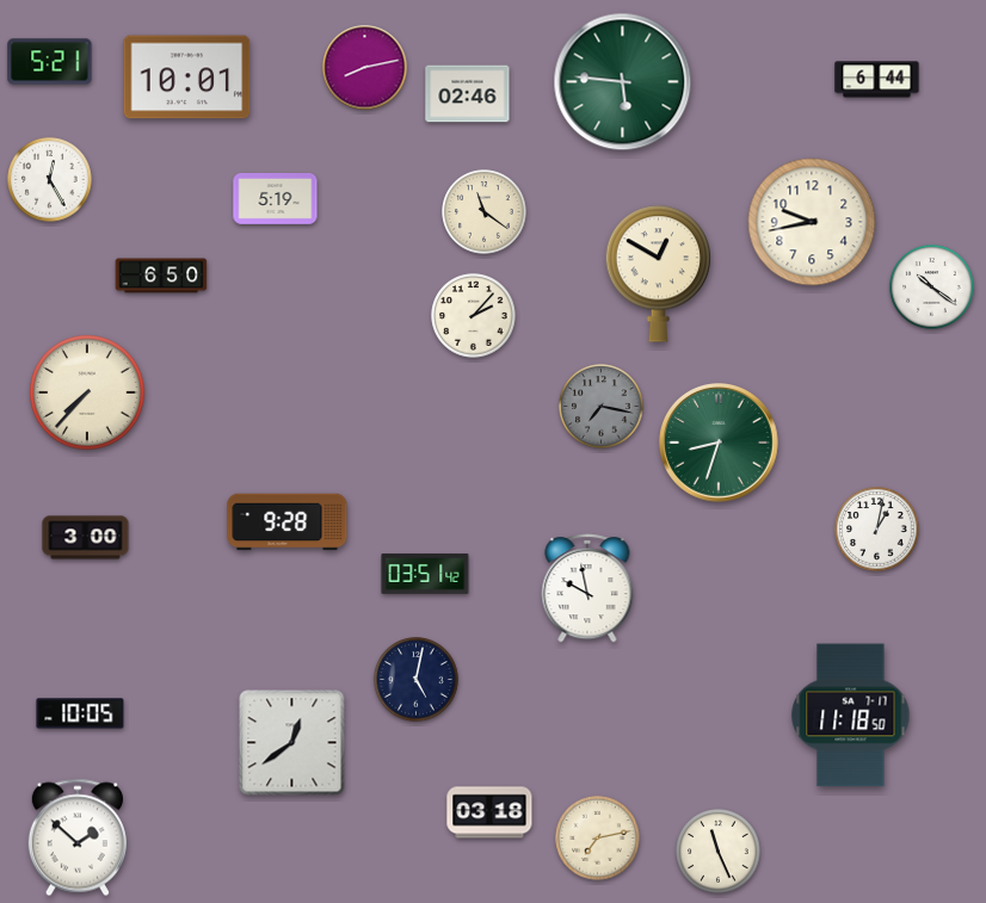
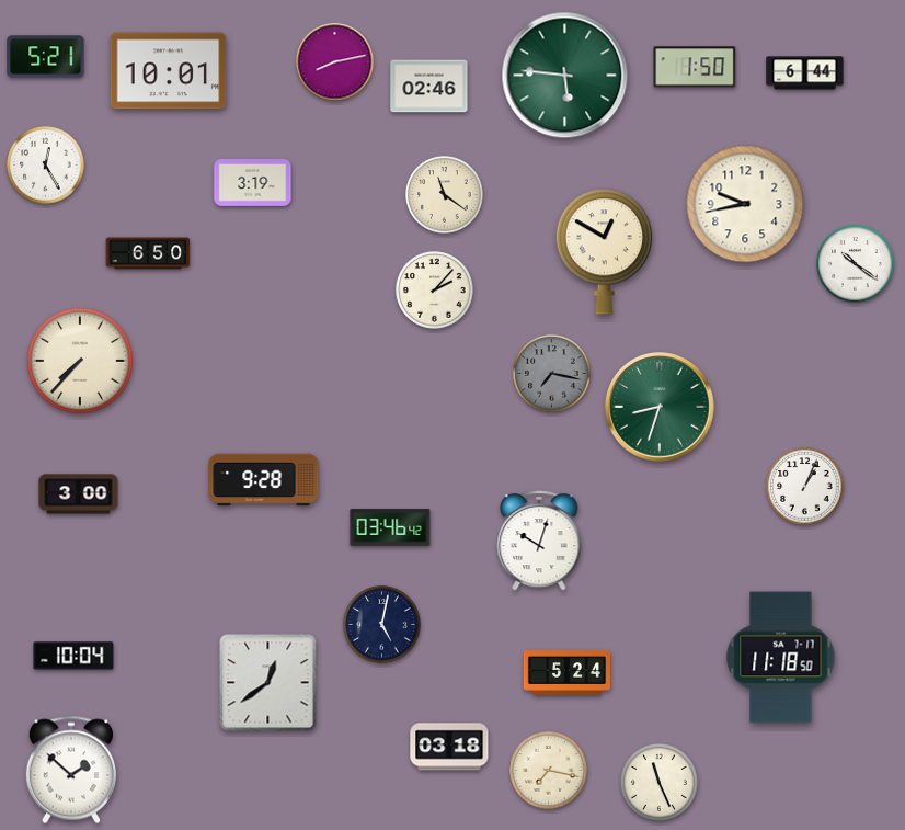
clock at (695, 67): none -> 1:50
clock at (187, 78) position: (187, 78) -> (169, 71)
clock at (623, 82) position: (623, 82) -> (565, 76)
clock at (276, 199): 5:19 -> 3:19
clock at (877, 530): 1:02 -> 1:04
clock at (425, 574): 03:51 -> 03:46
clock at (587, 588): 9:58 -> 10:03
clock at (80, 713): 10:05 -> 10:04
clock at (566, 673): none -> 5:24
clock at (598, 839): 7:13 -> 7:17
